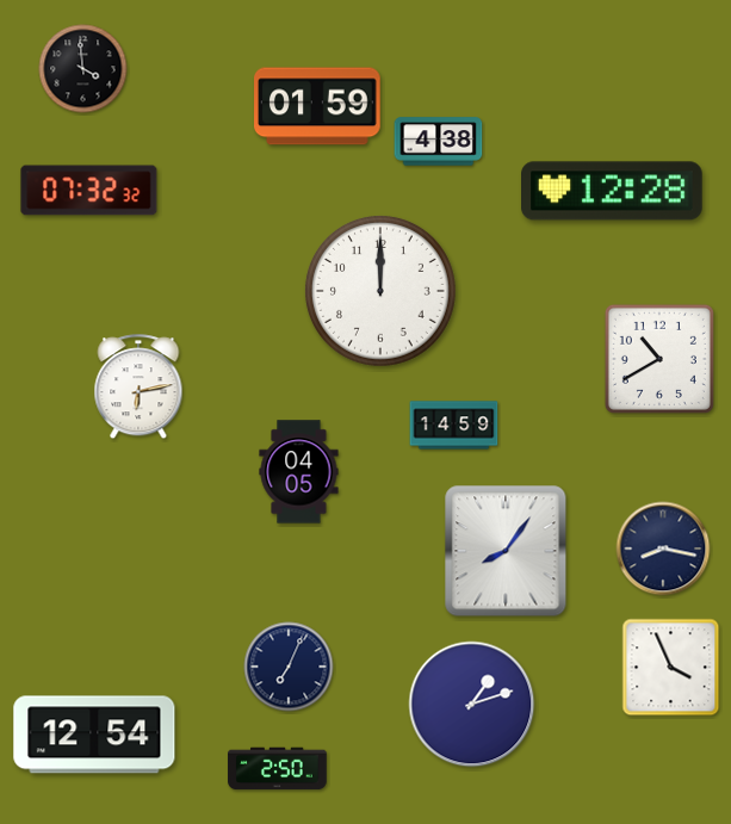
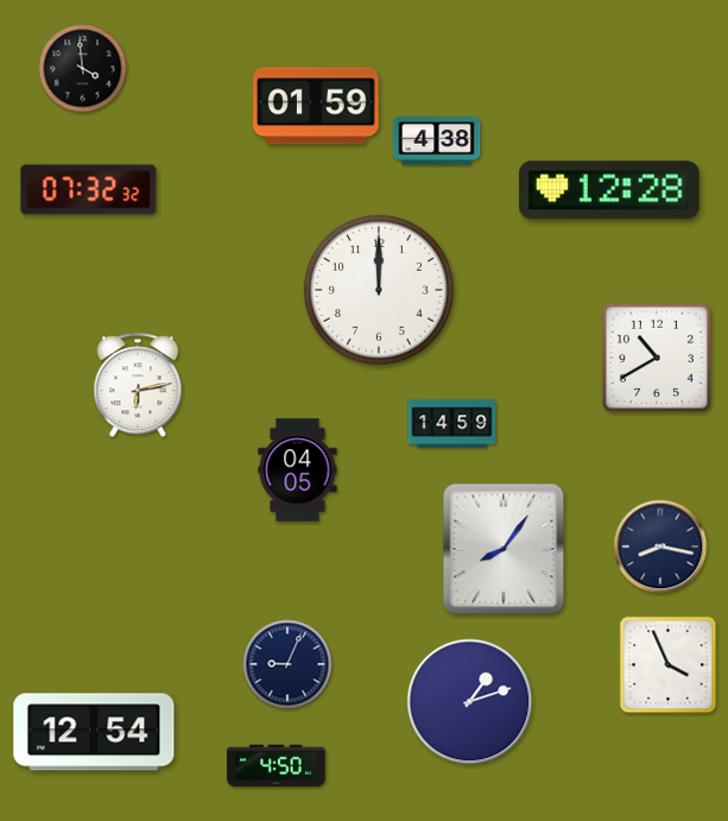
clock at (289, 667): 7:04 -> 9:04
clock at (278, 769): 2:50 -> 4:50
